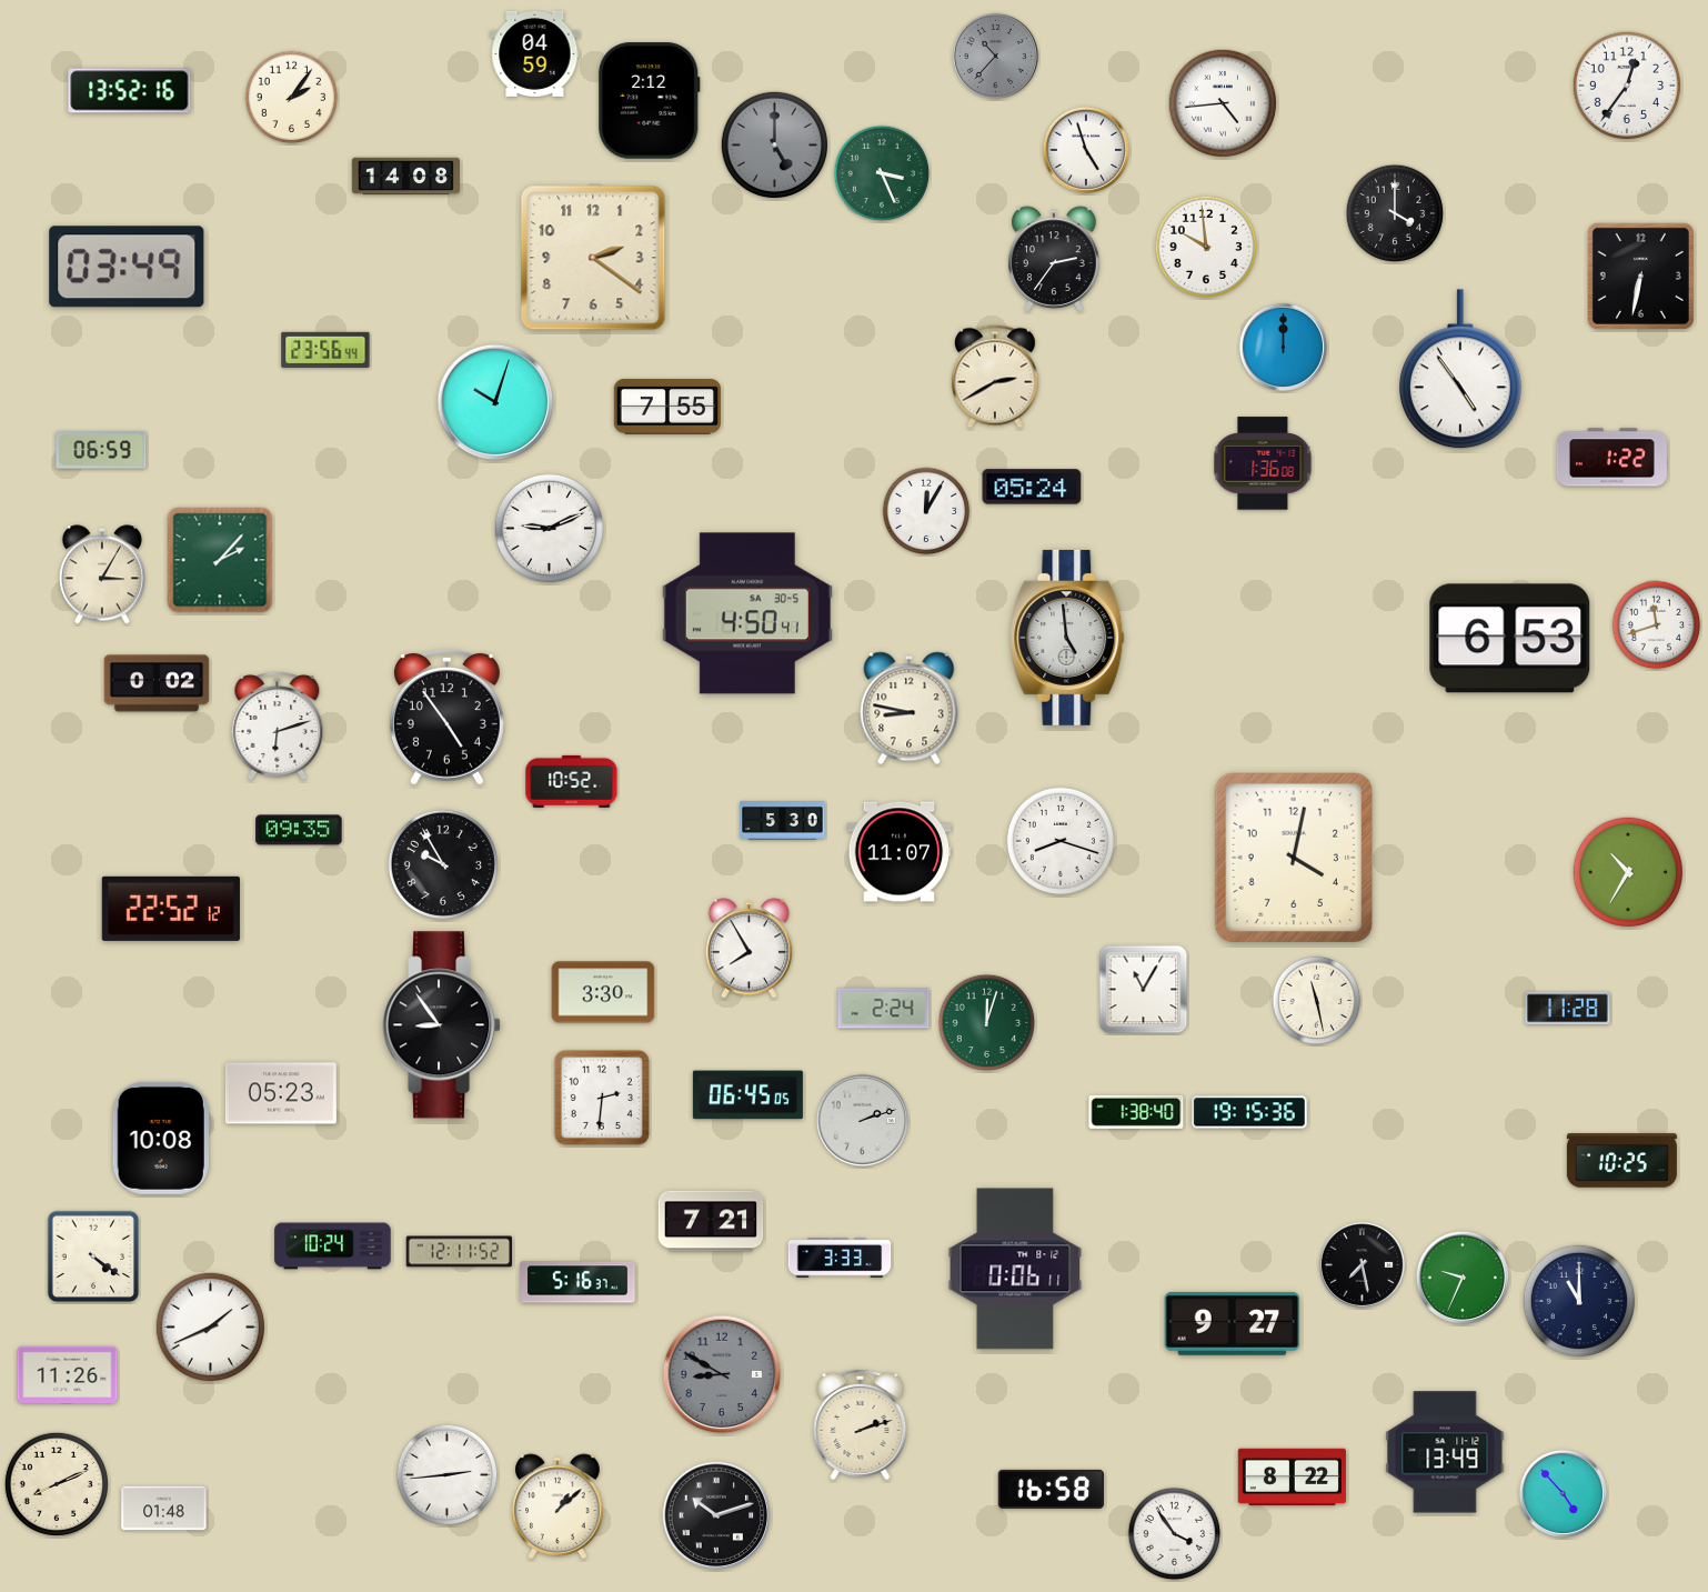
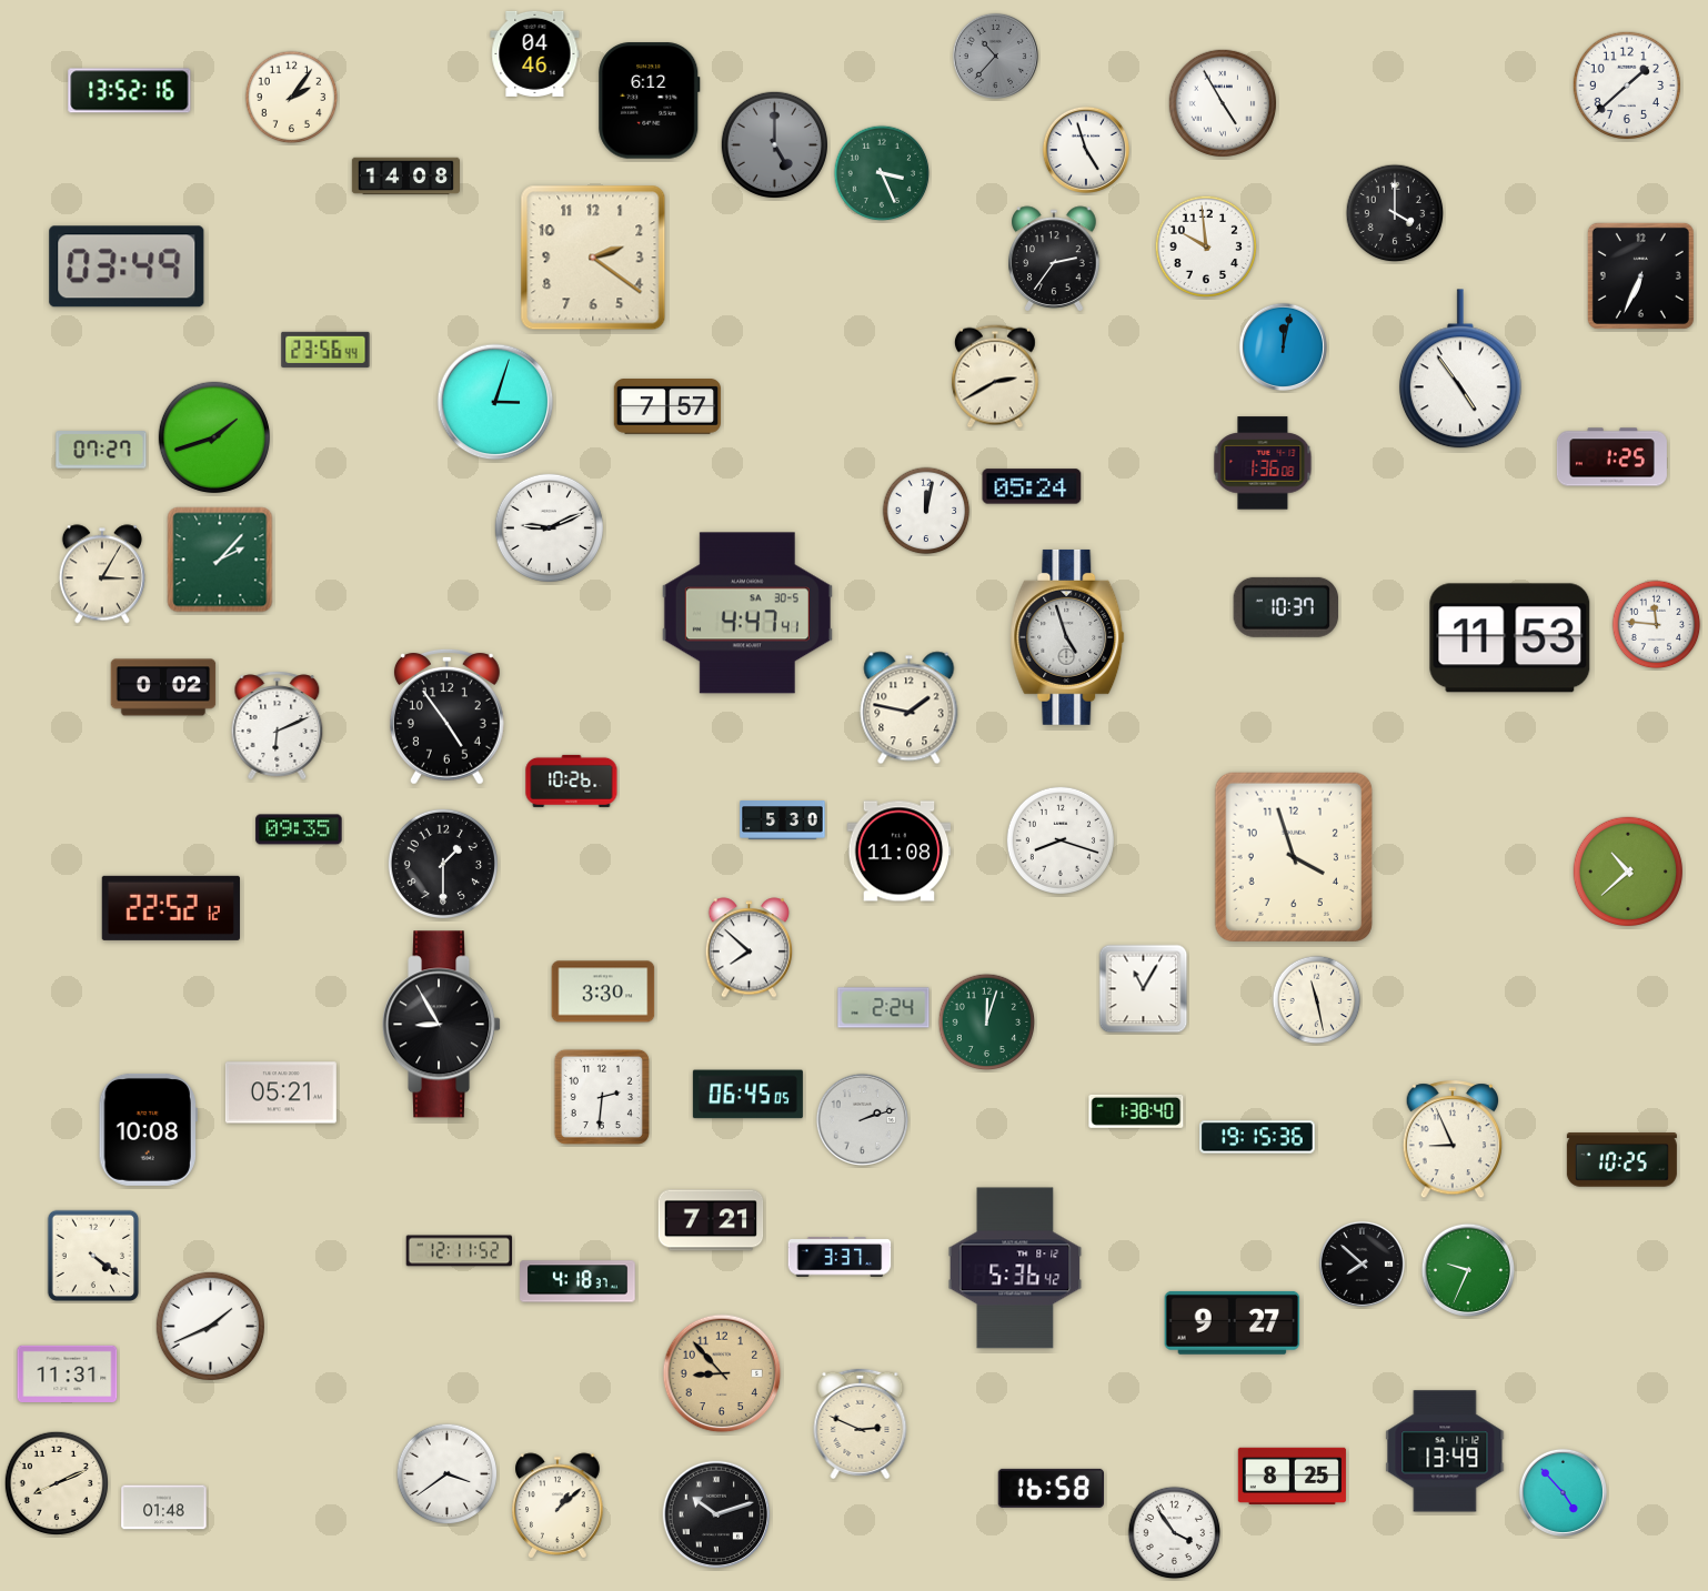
clock at (535, 53): 04:59 -> 04:46
clock at (1626, 84): 12:36 -> 1:38
clock at (650, 101): 2:12 -> 6:12
clock at (1222, 102): 4:44 -> 4:55
clock at (1640, 276): 6:32 -> 6:34
clock at (1283, 347): 12:00 -> 12:02
clock at (495, 402): 10:03 -> 3:03
clock at (666, 407): 7:55 -> 7:57
clock at (214, 437): none -> 1:42
clock at (101, 450): 06:59 -> 07:27
clock at (1611, 458): 1:22 -> 1:25
clock at (926, 511): 12:05 -> 12:02
clock at (1285, 607): none -> 10:37
clock at (747, 613): 4:50 -> 4:47
clock at (1657, 625): 11:42 -> 11:46
clock at (1067, 638): 4:59 -> 4:57
clock at (1510, 639): 6:53 -> 11:53
clock at (157, 683) position: (157, 683) -> (163, 687)
clock at (910, 709): 8:47 -> 1:47
clock at (278, 727): 6:12 -> 6:11
clock at (572, 781): 10:52 -> 10:26
clock at (900, 852): 11:07 -> 11:08
clock at (1293, 857): 4:02 -> 3:57
clock at (443, 864): 9:55 -> 1:30
clock at (1628, 872): 10:35 -> 10:38
clock at (750, 949): 7:55 -> 7:52
clock at (1568, 1009): 11:28 -> none
clock at (443, 1025): 8:54 -> 8:55
clock at (281, 1093): 05:23 -> 05:21
clock at (1249, 1112) position: (1249, 1112) -> (1257, 1137)
clock at (161, 1138) position: (161, 1138) -> (148, 1129)
clock at (1451, 1140): none -> 8:56
clock at (333, 1246): 10:24 -> none
clock at (840, 1258): 3:33 -> 3:37
clock at (1362, 1264): 7:28 -> 7:52
clock at (1015, 1269): 0:06 -> 5:36
clock at (1461, 1276) position: (1461, 1276) -> (1467, 1269)
clock at (577, 1282): 5:16 -> 4:18
clock at (1579, 1301): 11:00 -> none
clock at (68, 1374): 11:26 -> 11:31
clock at (722, 1374): 8:50 -> 8:53
clock at (722, 1374) dial: grey -> champagne
clock at (861, 1424): 2:12 -> 2:49
clock at (448, 1475): 2:44 -> 3:39
clock at (1292, 1476): 8:22 -> 8:25
